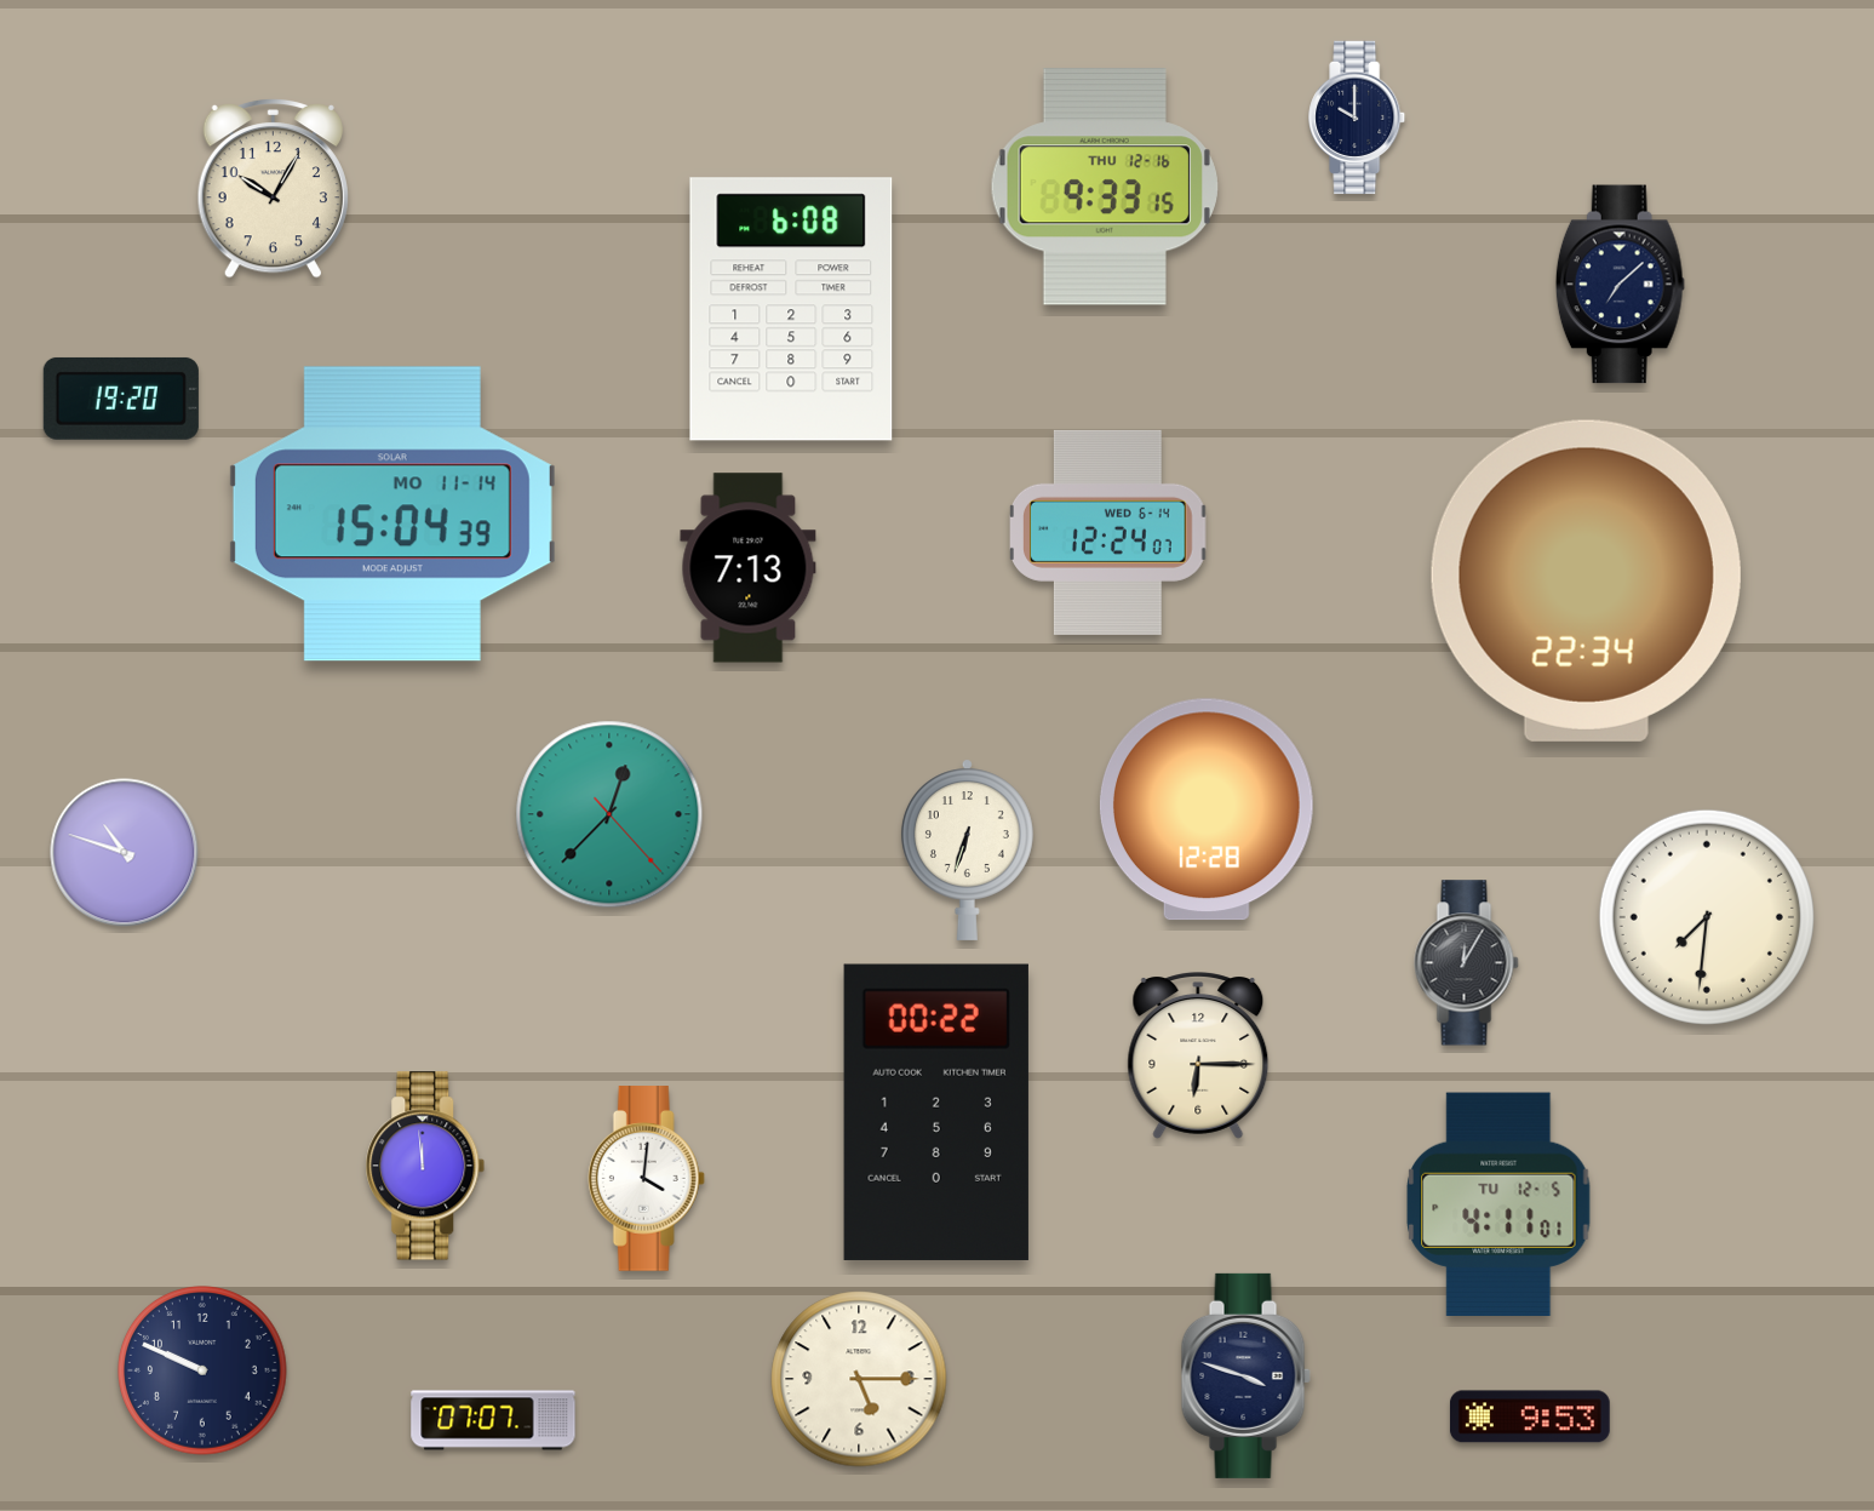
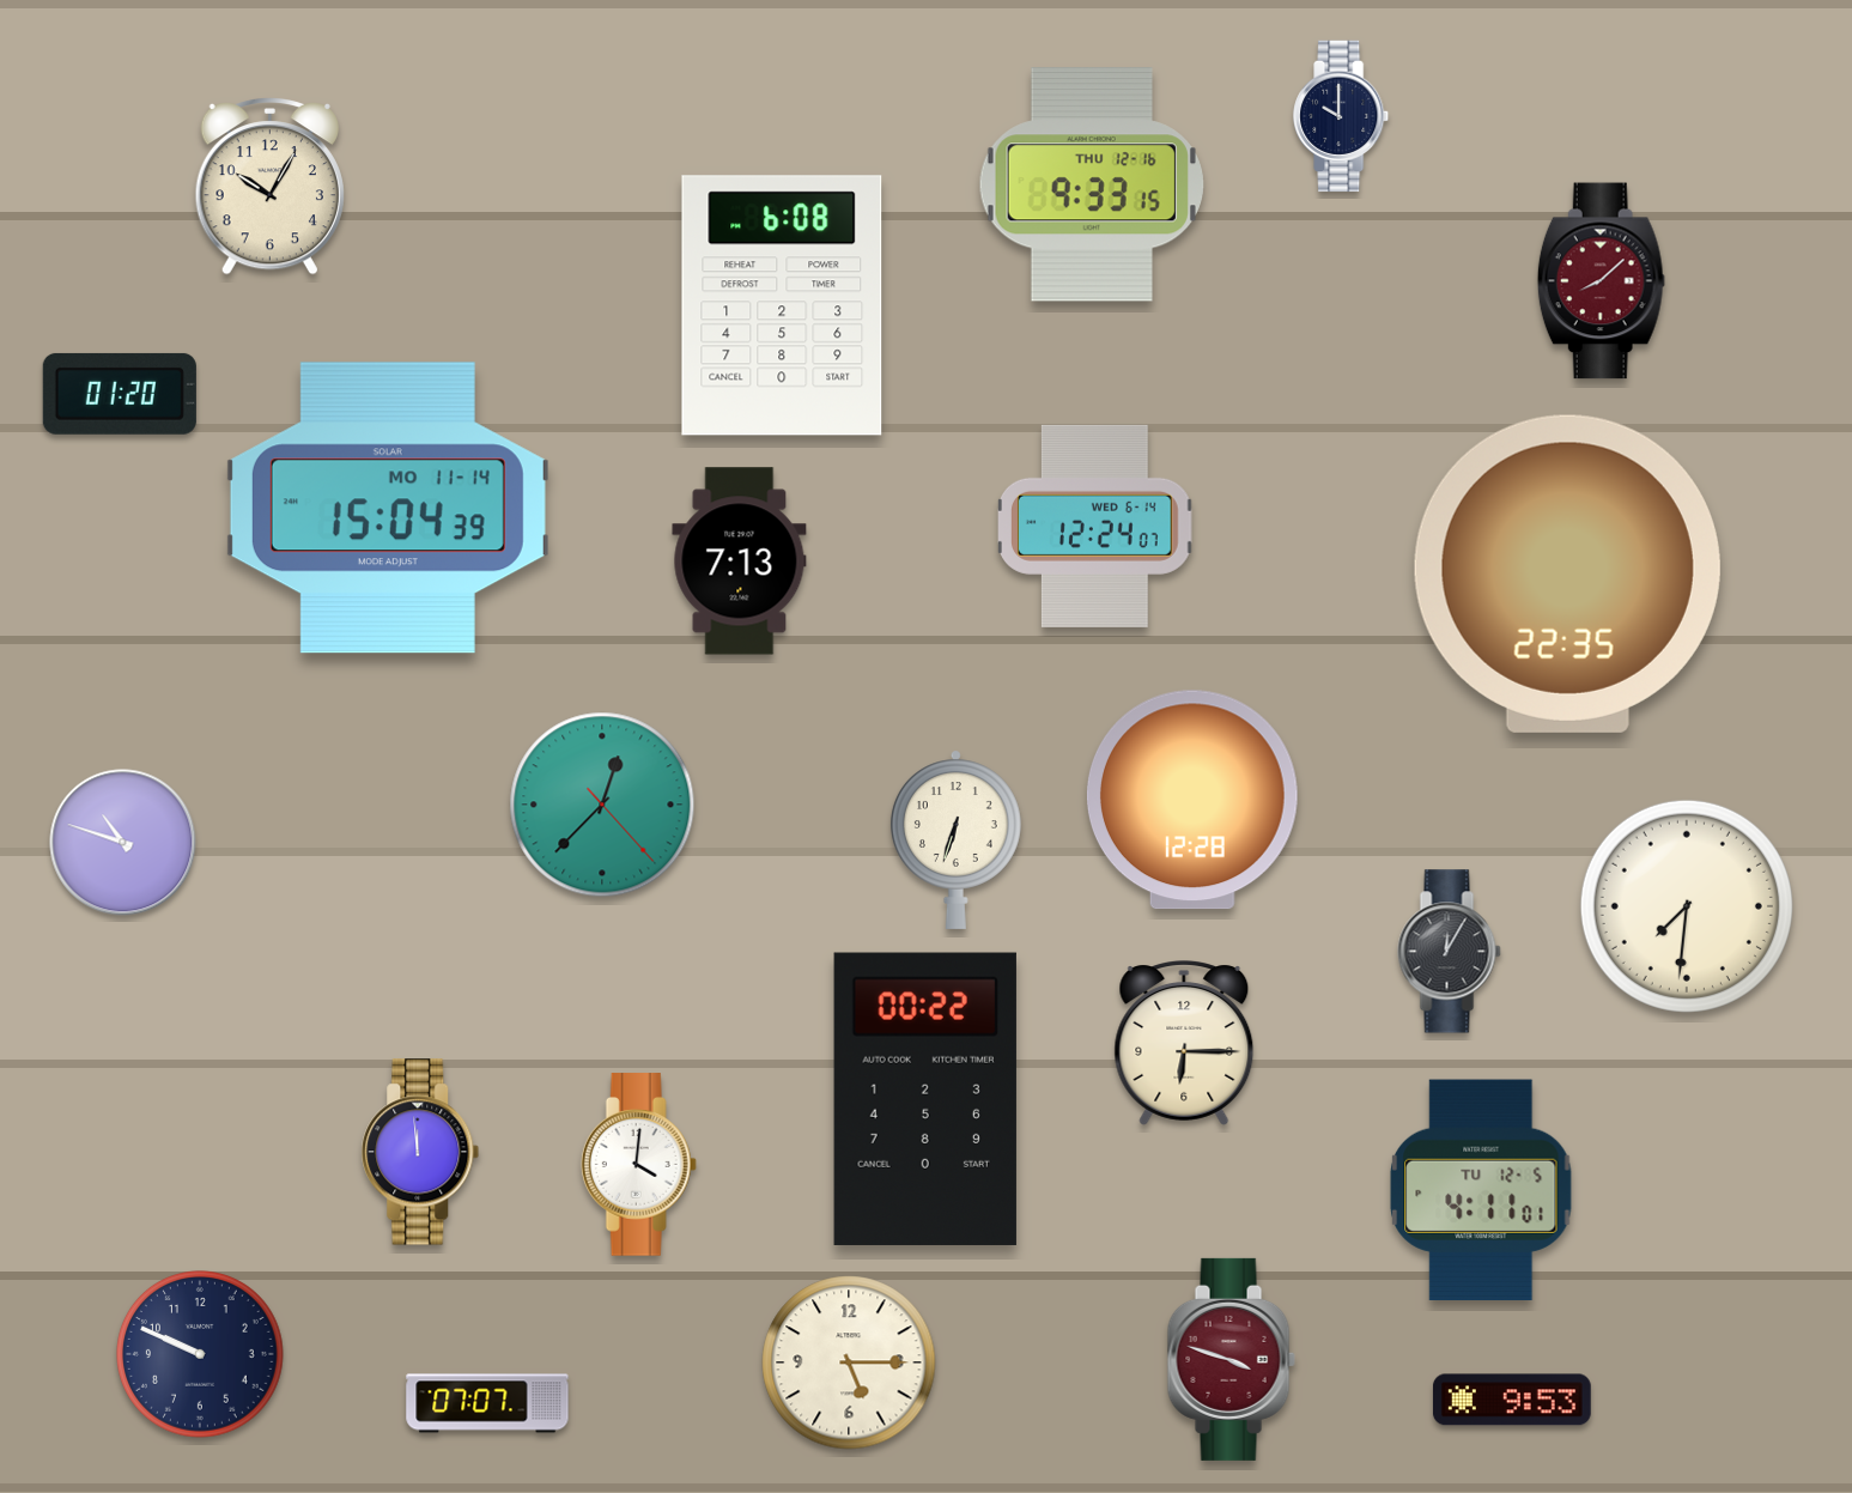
clock at (1620, 285): 7:08 -> 8:08
clock at (1620, 285) dial: navy -> burgundy
clock at (121, 399): 19:20 -> 01:20
clock at (1586, 580): 22:34 -> 22:35
clock at (1245, 1375) dial: navy -> burgundy
